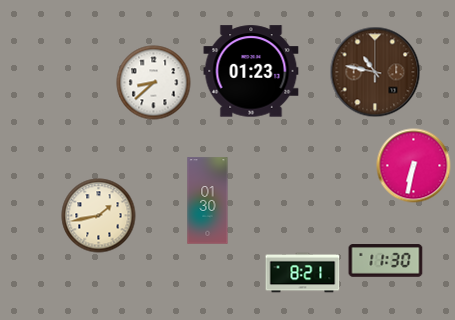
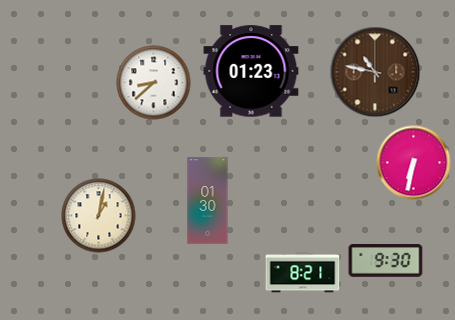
clock at (414, 166) position: (414, 166) -> (414, 163)
clock at (99, 216): 1:43 -> 1:02
clock at (386, 261): 11:30 -> 9:30
